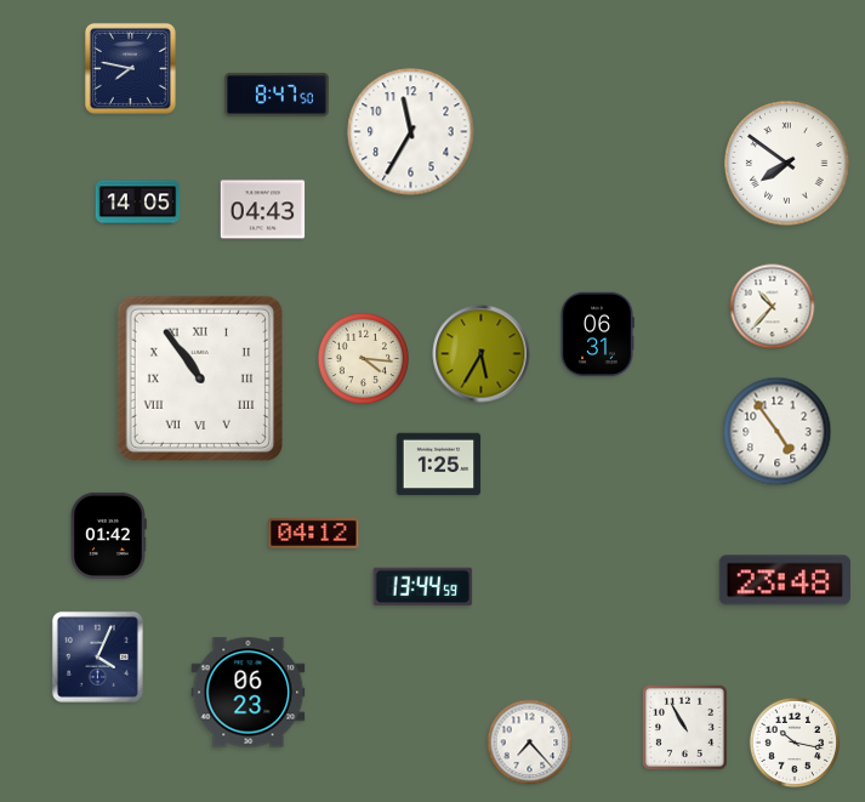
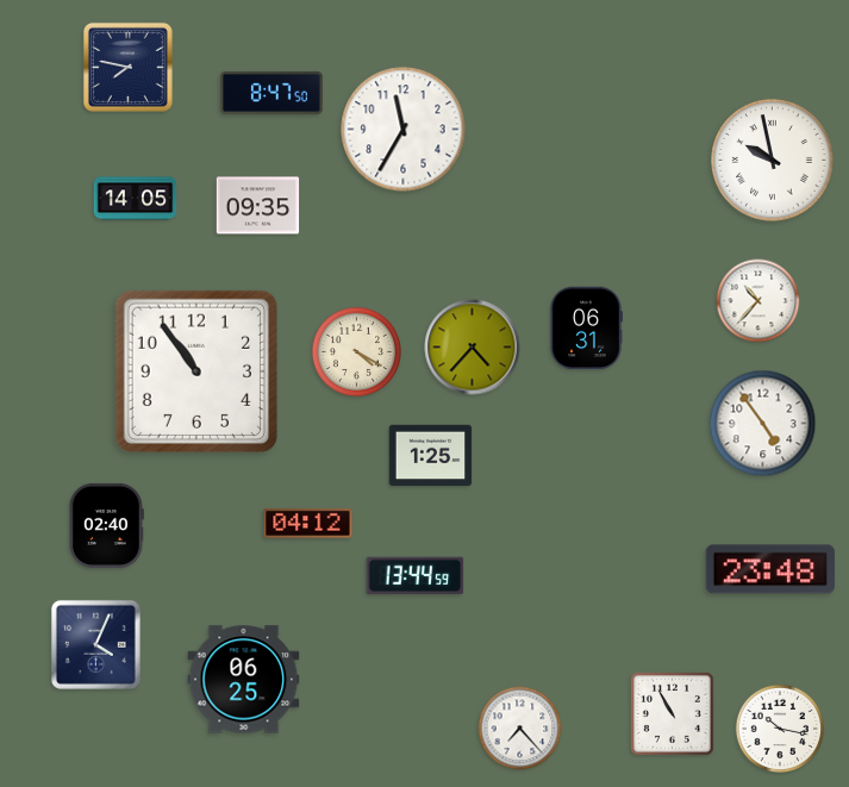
clock at (787, 164): 7:51 -> 9:58
clock at (263, 210): 04:43 -> 09:35
clock at (482, 354): 5:35 -> 4:37
clock at (363, 358): 4:16 -> 4:20
clock at (200, 379) numerals: Roman -> Arabic
clock at (108, 535): 01:42 -> 02:40
clock at (249, 693): 06:23 -> 06:25
